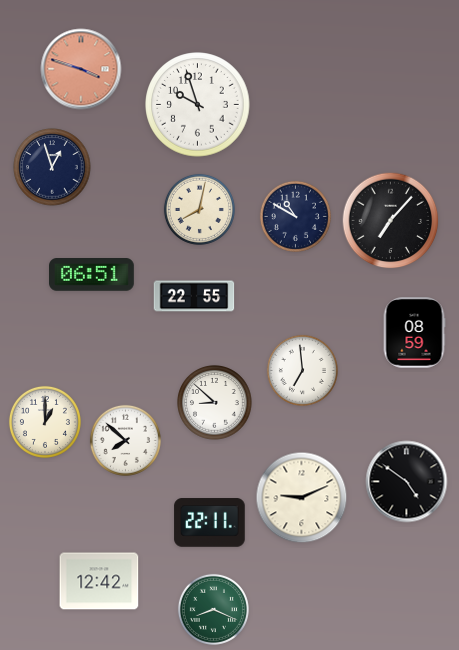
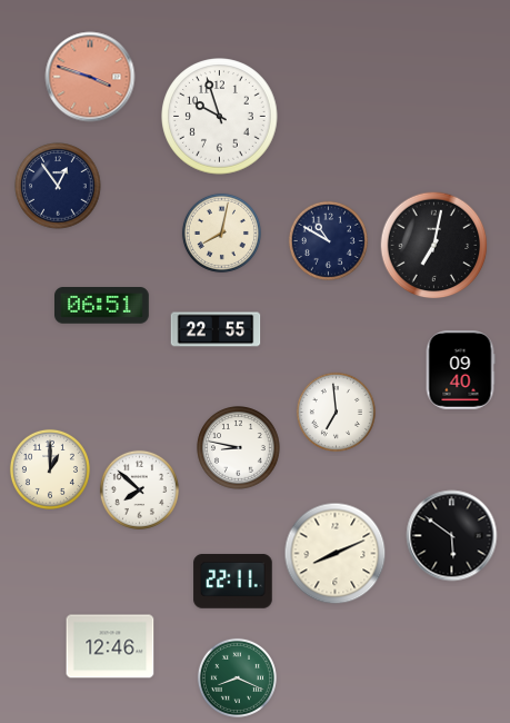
clock at (52, 167): 12:57 -> 12:54
clock at (391, 221): 7:07 -> 7:02
clock at (414, 333): 08:59 -> 09:40
clock at (215, 403): 8:52 -> 8:47
clock at (407, 482): 4:51 -> 5:51
clock at (302, 498): 9:11 -> 8:11
clock at (99, 581): 12:42 -> 12:46
